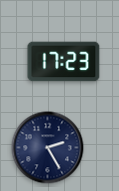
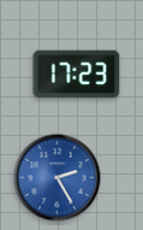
clock at (48, 148) dial: navy -> blue
